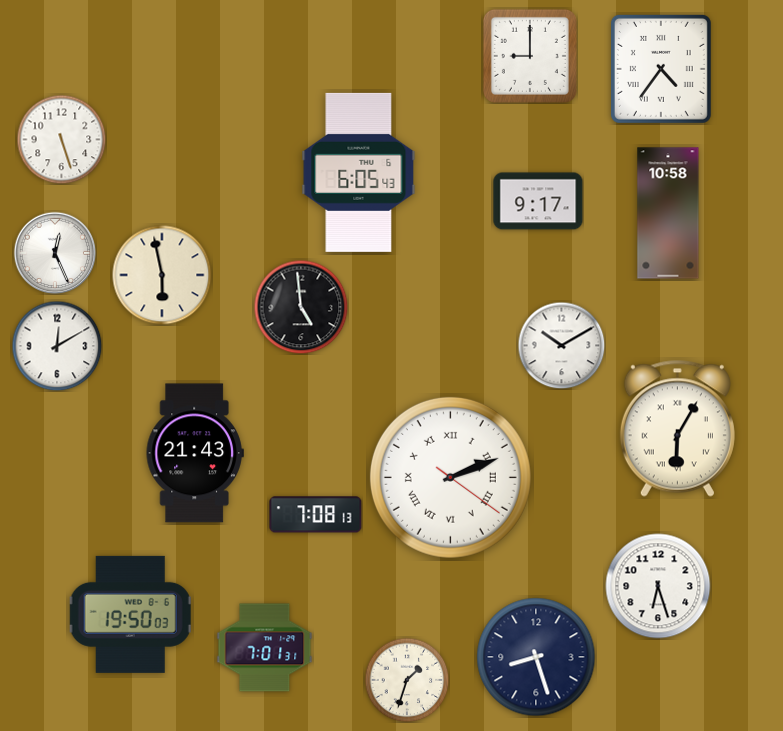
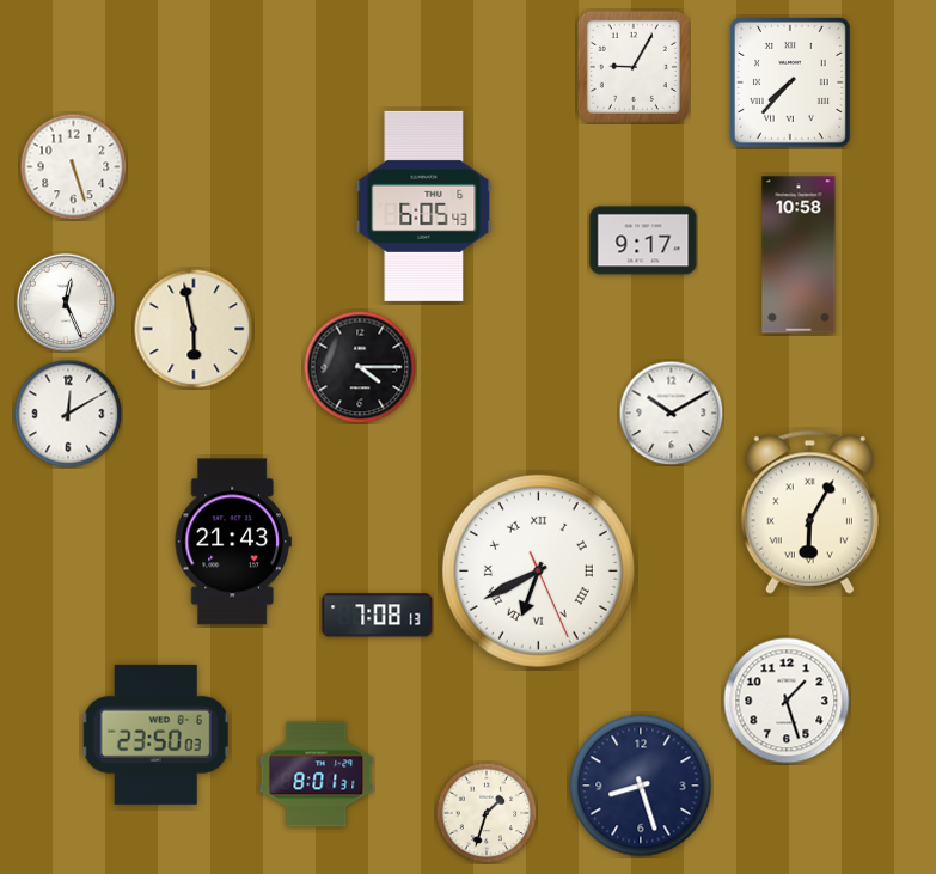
clock at (530, 56): 9:00 -> 9:05
clock at (661, 69): 4:36 -> 7:37
clock at (359, 172) position: (359, 172) -> (424, 206)
clock at (301, 307): 4:59 -> 4:15
clock at (450, 477): 2:11 -> 6:40
clock at (658, 586): 6:27 -> 1:27
clock at (130, 614): 19:50 -> 23:50
clock at (265, 648): 7:01 -> 8:01
